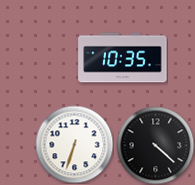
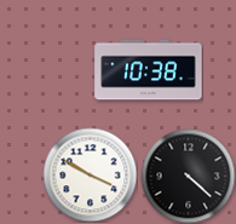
clock at (123, 58): 10:35 -> 10:38
clock at (74, 144): 6:33 -> 3:50
